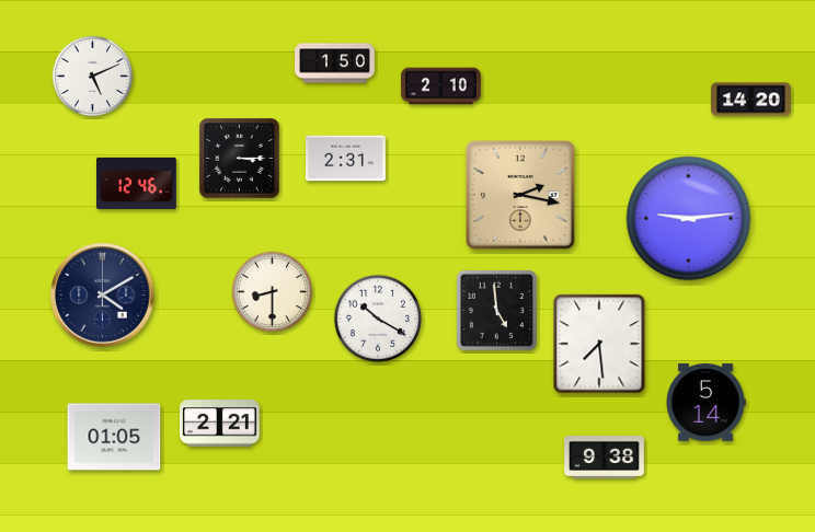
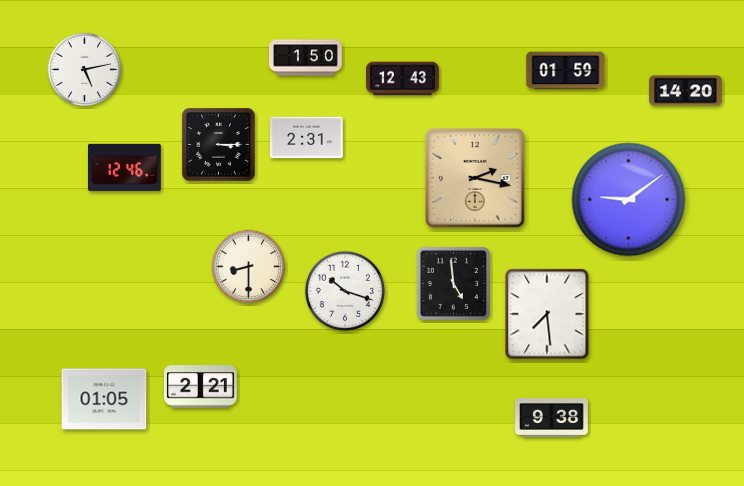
clock at (93, 77): 5:11 -> 5:13
clock at (566, 71): none -> 01:59
clock at (441, 86): 2:10 -> 12:43
clock at (346, 159) position: (346, 159) -> (307, 138)
clock at (689, 219): 9:14 -> 9:09
clock at (103, 296): 4:10 -> none
clock at (378, 319): 10:20 -> 10:18
clock at (705, 403): 5:14 -> none
